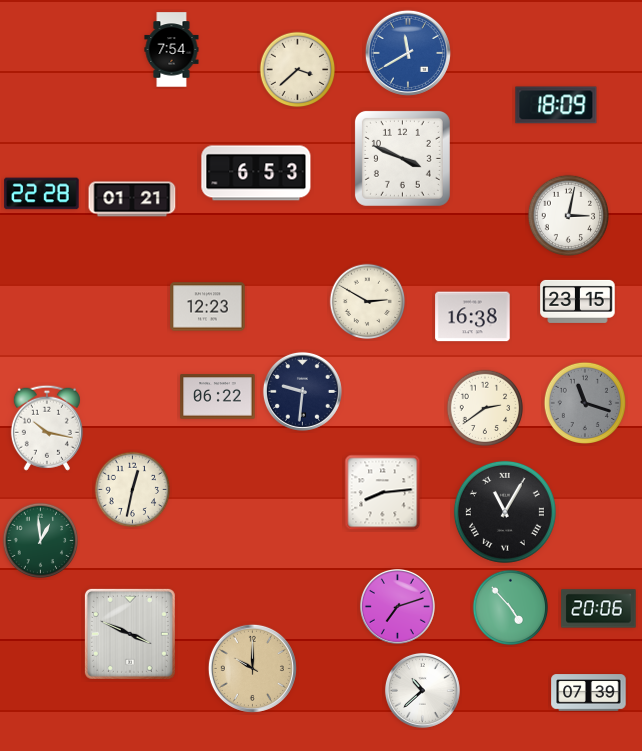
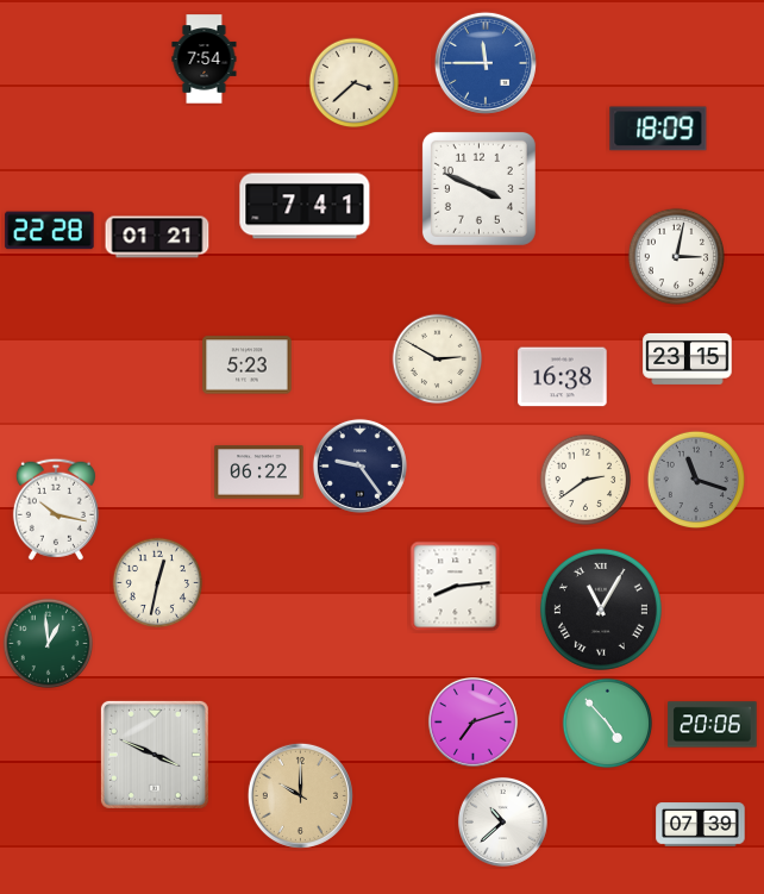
clock at (408, 53): 11:40 -> 11:45
clock at (556, 105) position: (556, 105) -> (658, 129)
clock at (256, 173): 6:53 -> 7:41
clock at (208, 307): 12:23 -> 5:23
clock at (302, 391): 9:31 -> 9:24
clock at (485, 408) position: (485, 408) -> (585, 480)
